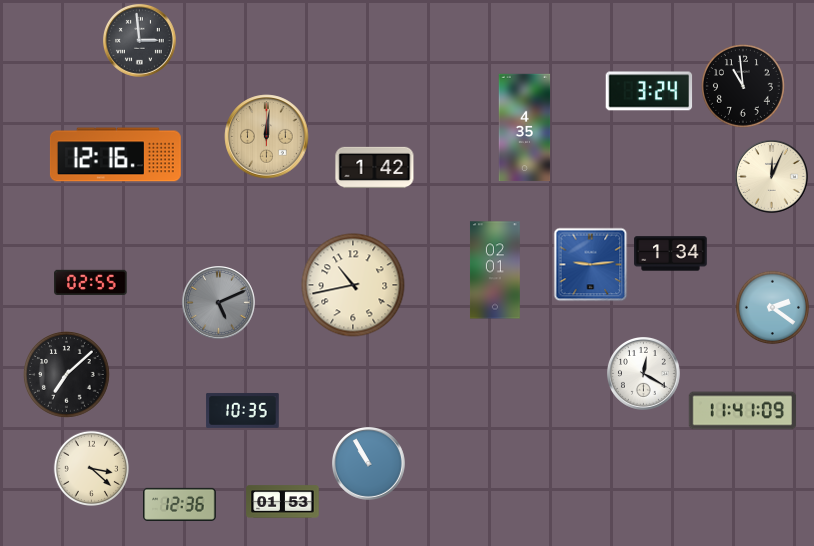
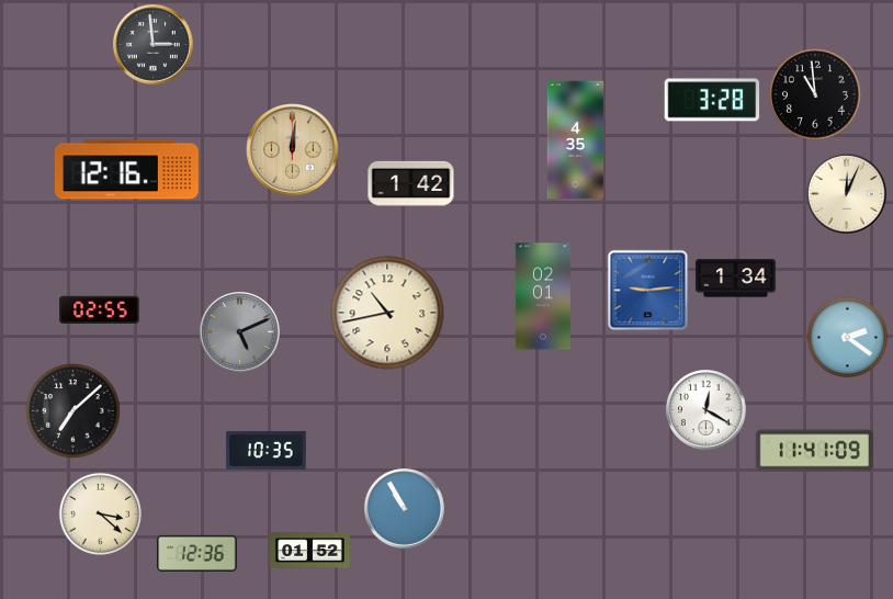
clock at (649, 91): 3:24 -> 3:28
clock at (283, 502): 01:53 -> 01:52
